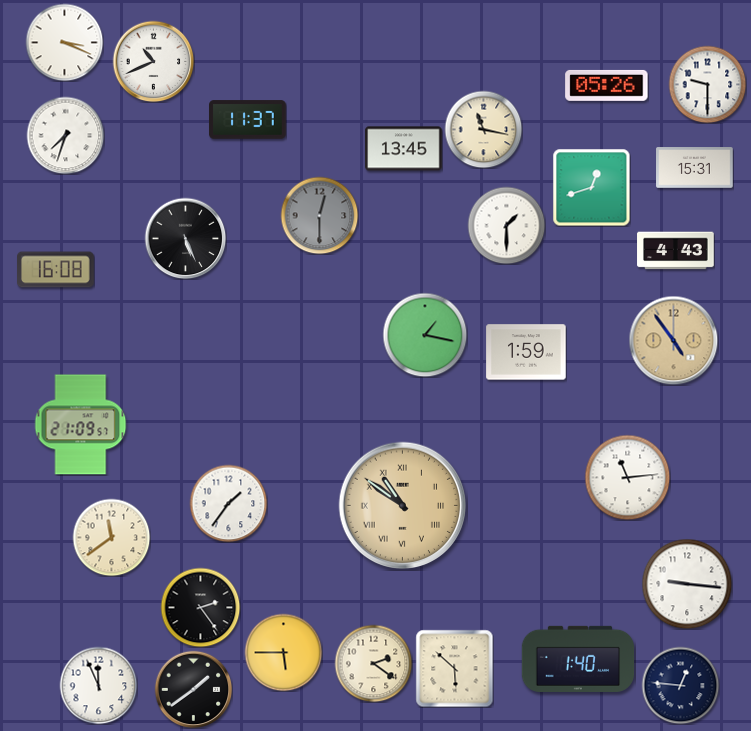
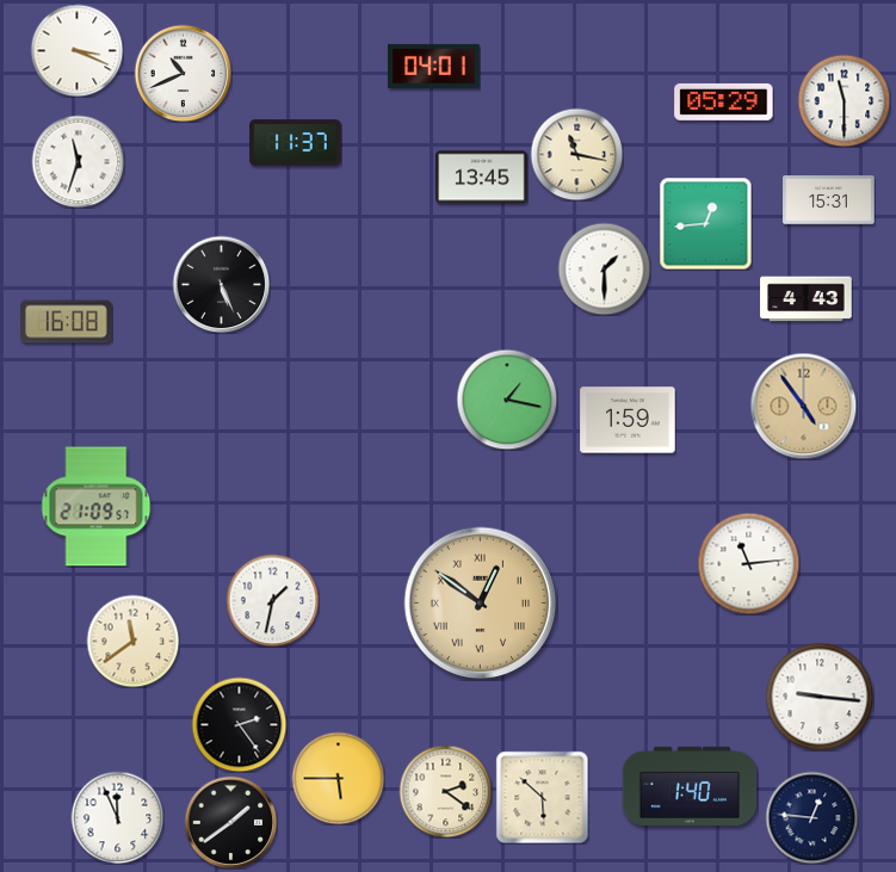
clock at (434, 66): none -> 04:01
clock at (707, 84): 9:30 -> 11:30
clock at (607, 85): 05:26 -> 05:29
clock at (65, 135): 7:33 -> 11:33
clock at (591, 187): 12:42 -> 12:44
clock at (319, 215): 12:30 -> none
clock at (627, 477) position: (627, 477) -> (748, 563)
clock at (228, 503): 1:36 -> 1:32
clock at (403, 506): 10:51 -> 12:51
